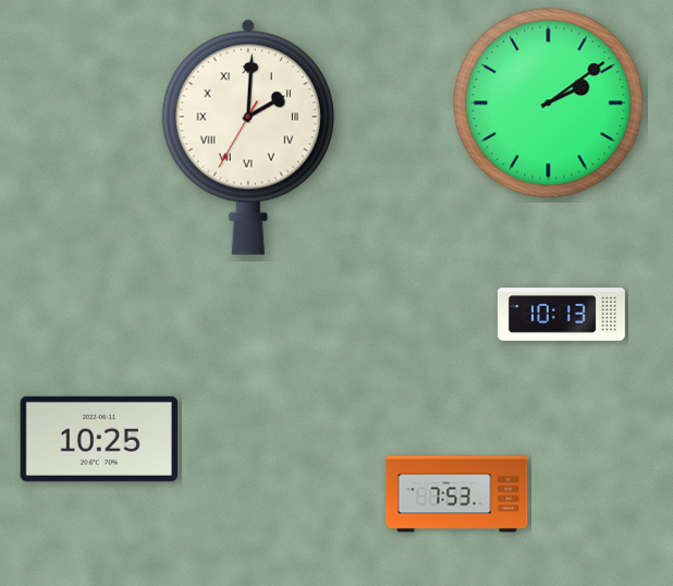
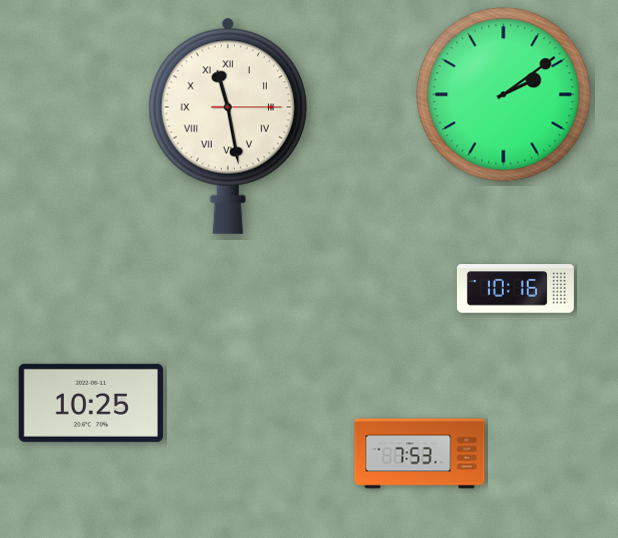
clock at (248, 137): 2:00 -> 11:28
clock at (561, 315): 10:13 -> 10:16
